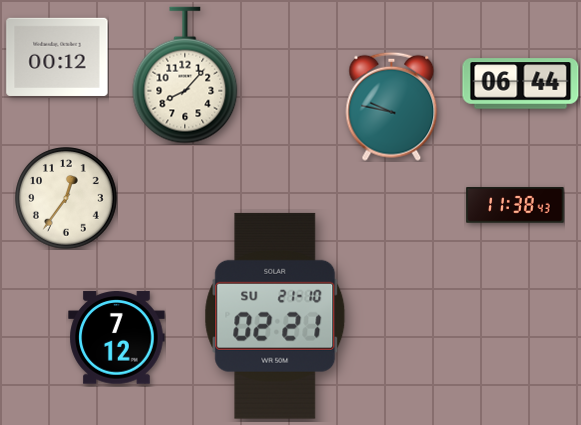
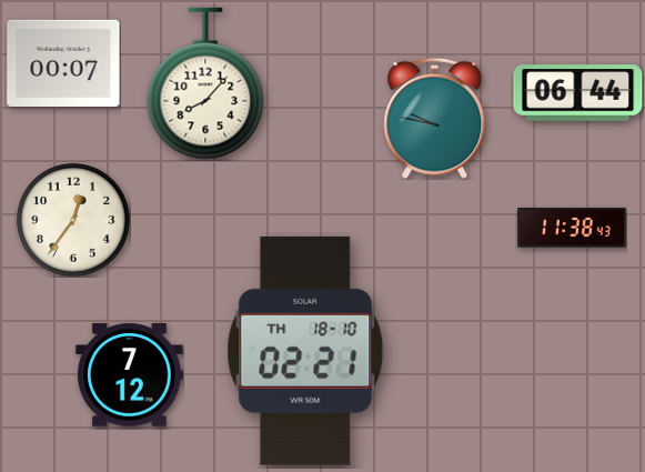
clock at (57, 57): 00:12 -> 00:07
clock at (275, 316) date: SU 21-10 -> TH 18-10
